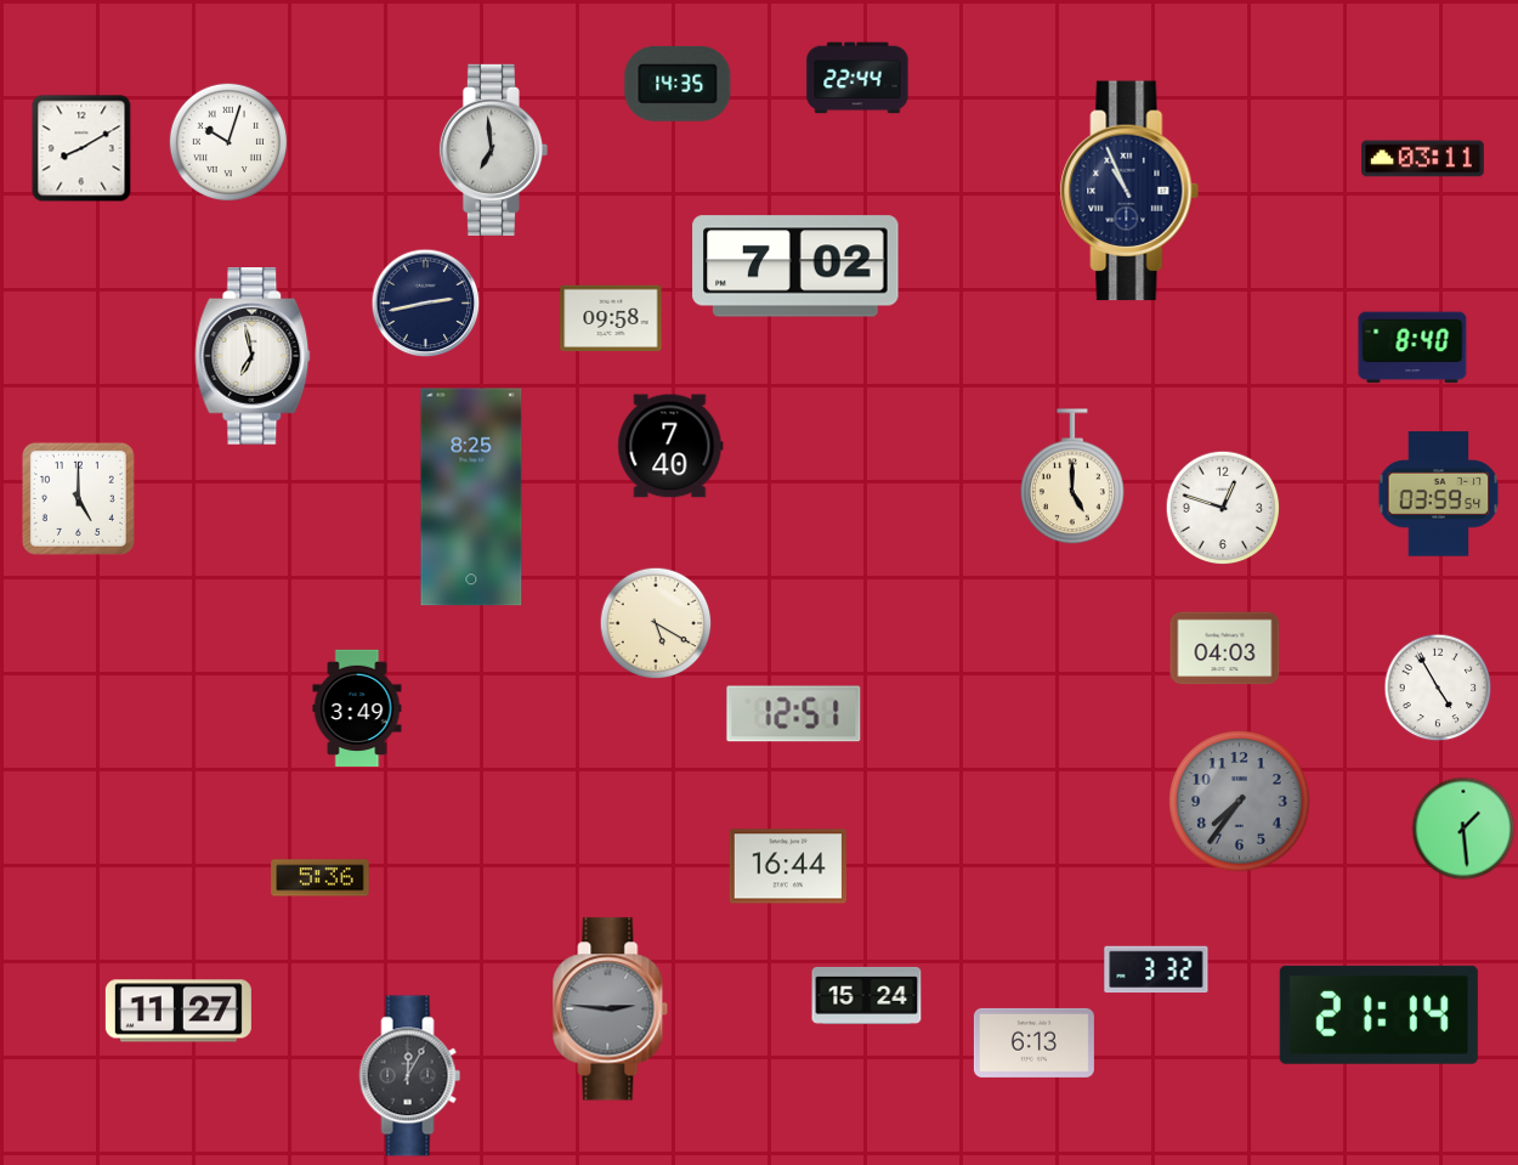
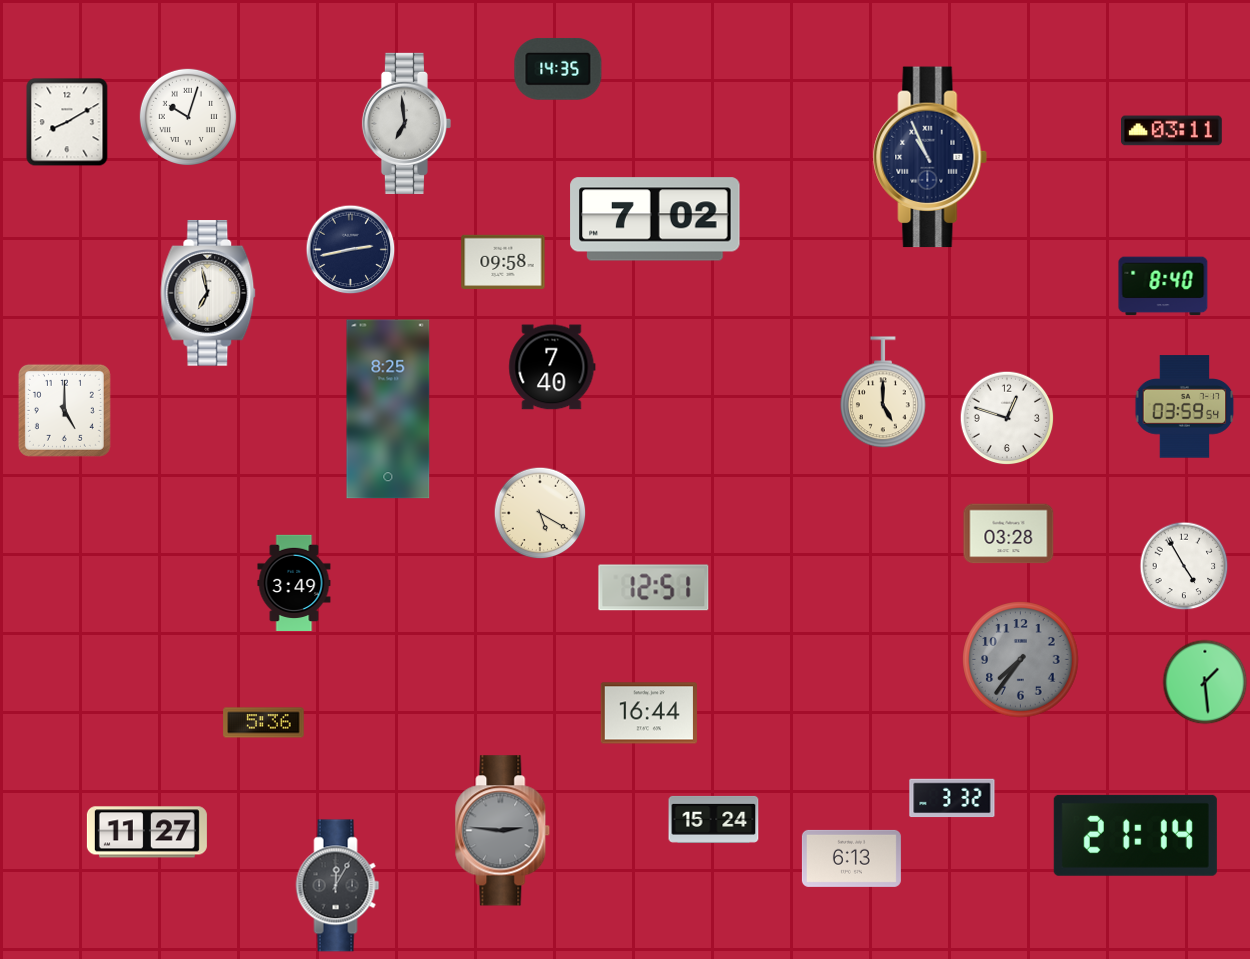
clock at (857, 78): 22:44 -> none
clock at (1225, 649): 04:03 -> 03:28
